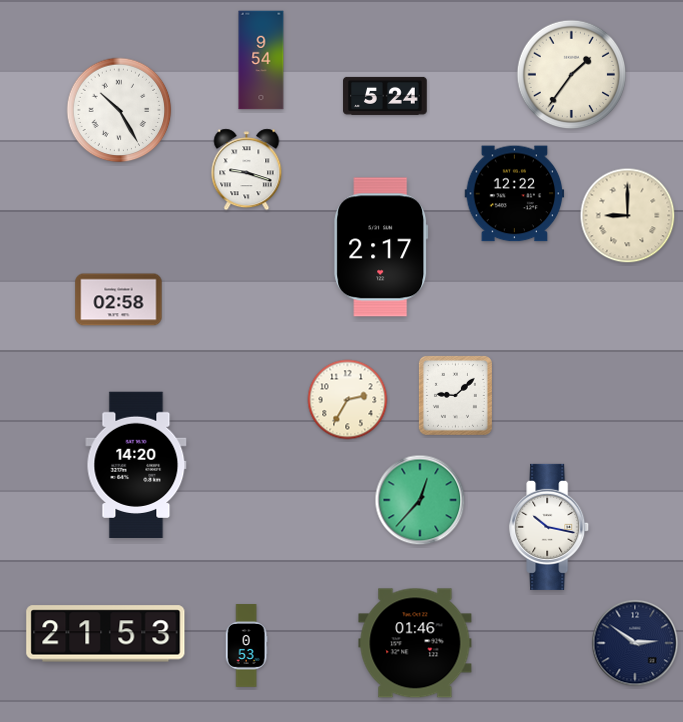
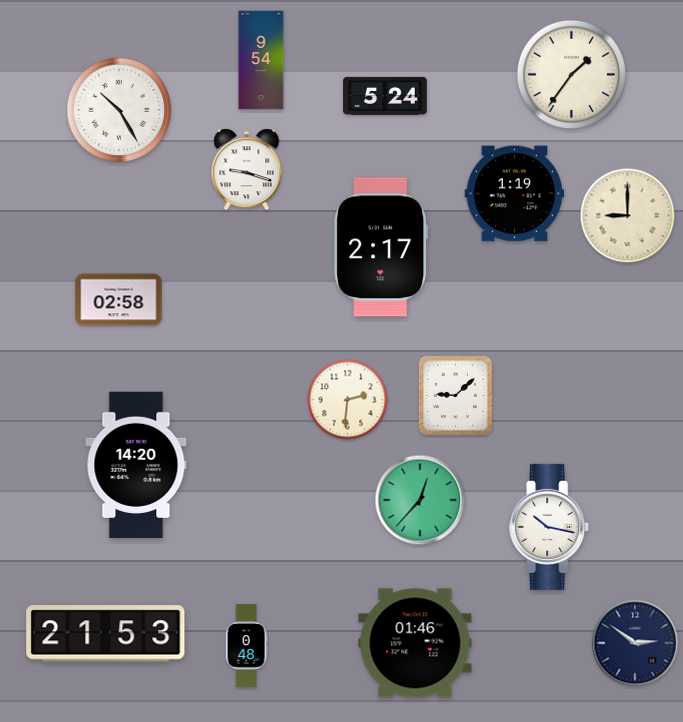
clock at (515, 194): 12:22 -> 1:19
clock at (348, 400): 2:35 -> 2:31
clock at (246, 646): 0:53 -> 0:48
